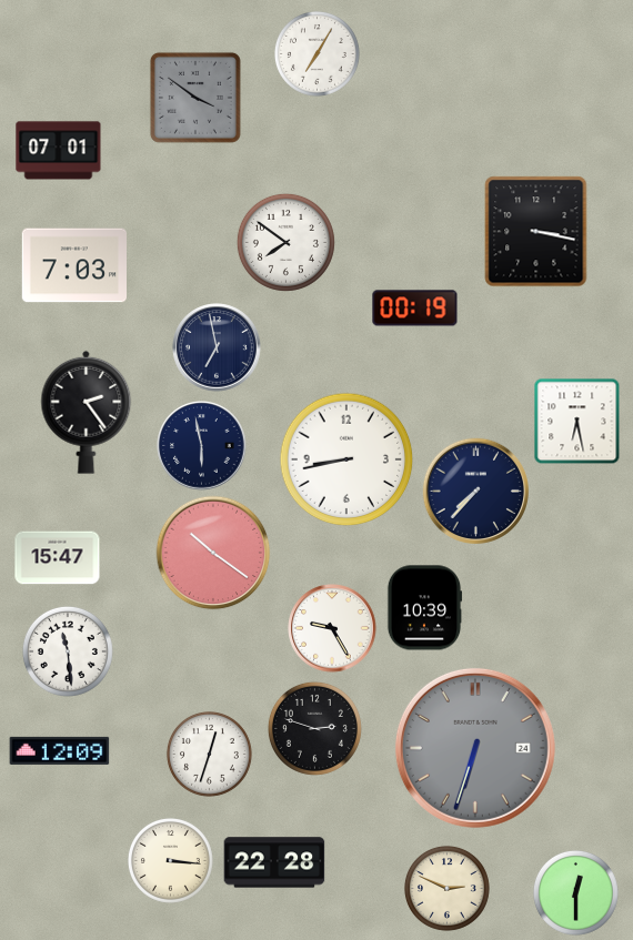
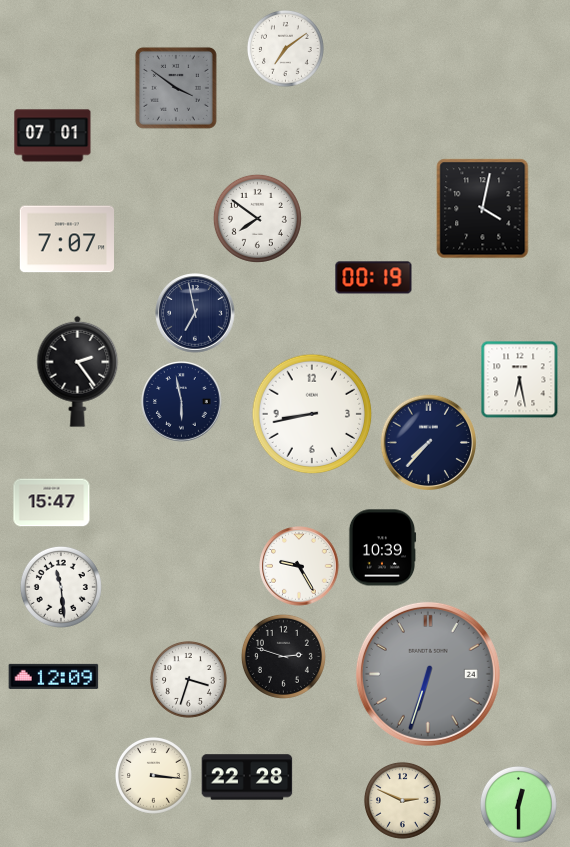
clock at (316, 53): 7:05 -> 7:09
clock at (536, 232): 3:17 -> 4:02
clock at (73, 265): 7:03 -> 7:07
clock at (213, 553): 10:21 -> none
clock at (209, 754): 12:33 -> 3:33
